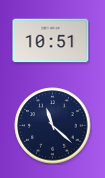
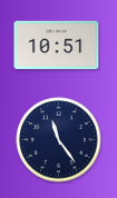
clock at (53, 126): 11:22 -> 11:24
